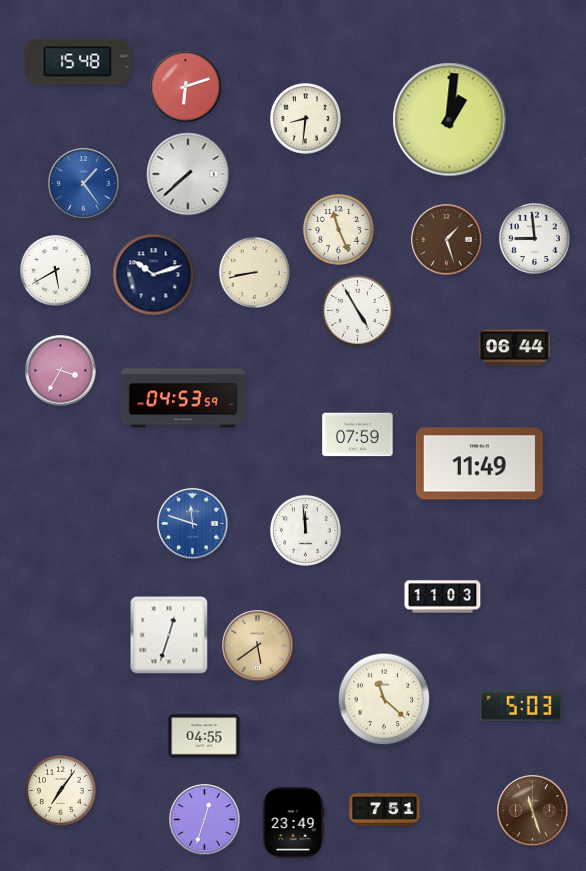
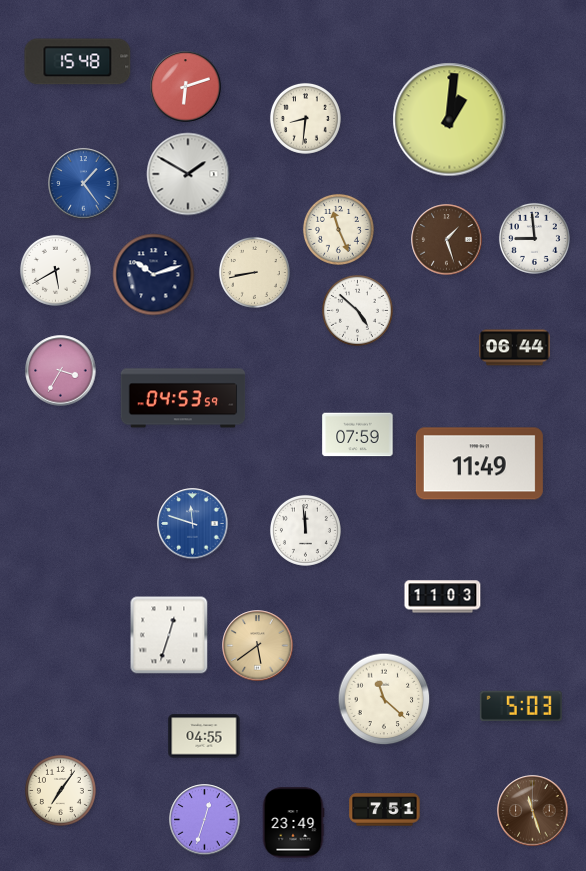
clock at (188, 174): 7:38 -> 1:50
clock at (357, 310): 4:55 -> 4:52
